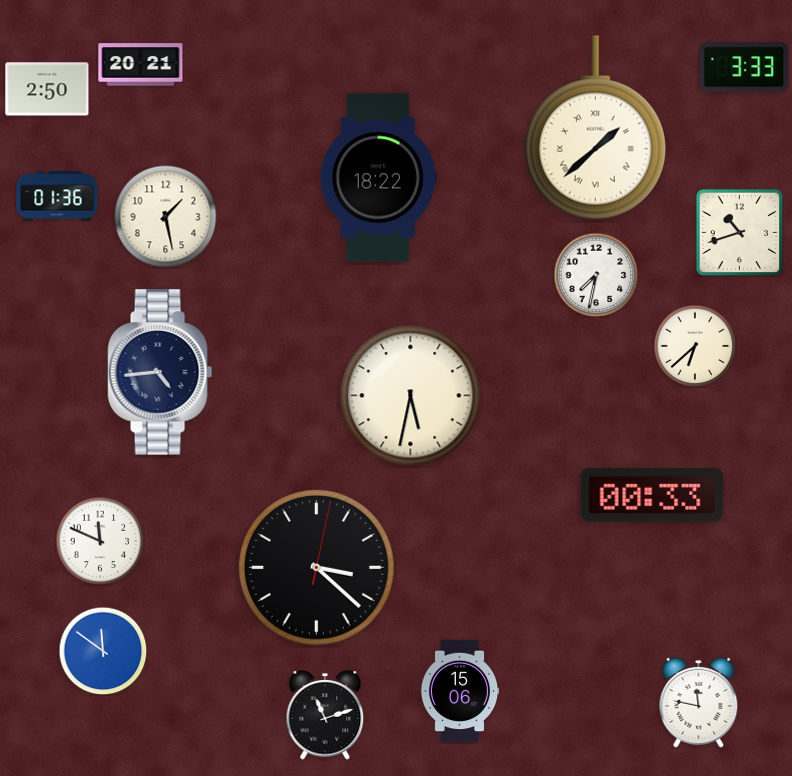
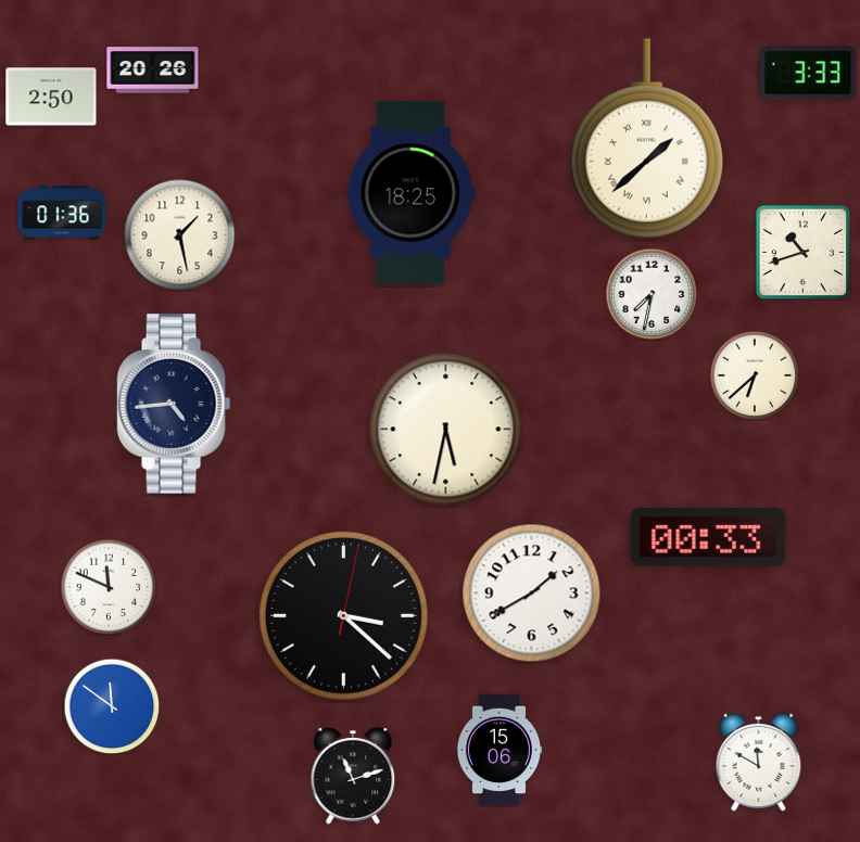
clock at (141, 65): 20:21 -> 20:26
clock at (378, 178): 18:22 -> 18:25
clock at (596, 275) position: (596, 275) -> (652, 294)
clock at (532, 594): none -> 1:40
clock at (699, 702): 11:47 -> 11:50
